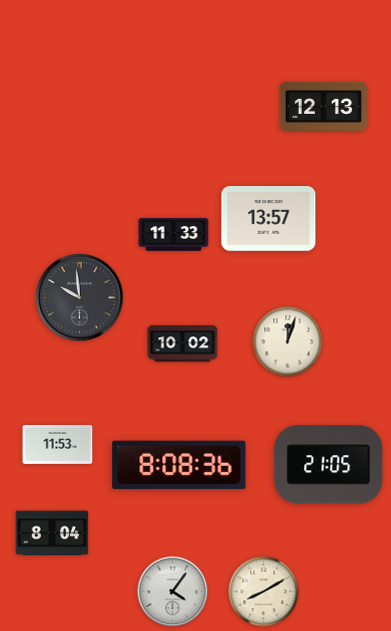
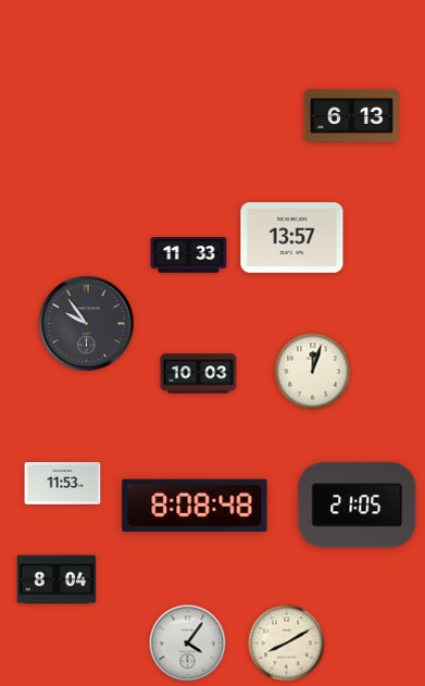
clock at (323, 106): 12:13 -> 6:13
clock at (80, 298): 9:59 -> 9:54
clock at (183, 344): 10:02 -> 10:03
clock at (179, 465): 8:08:36 -> 8:08:48
